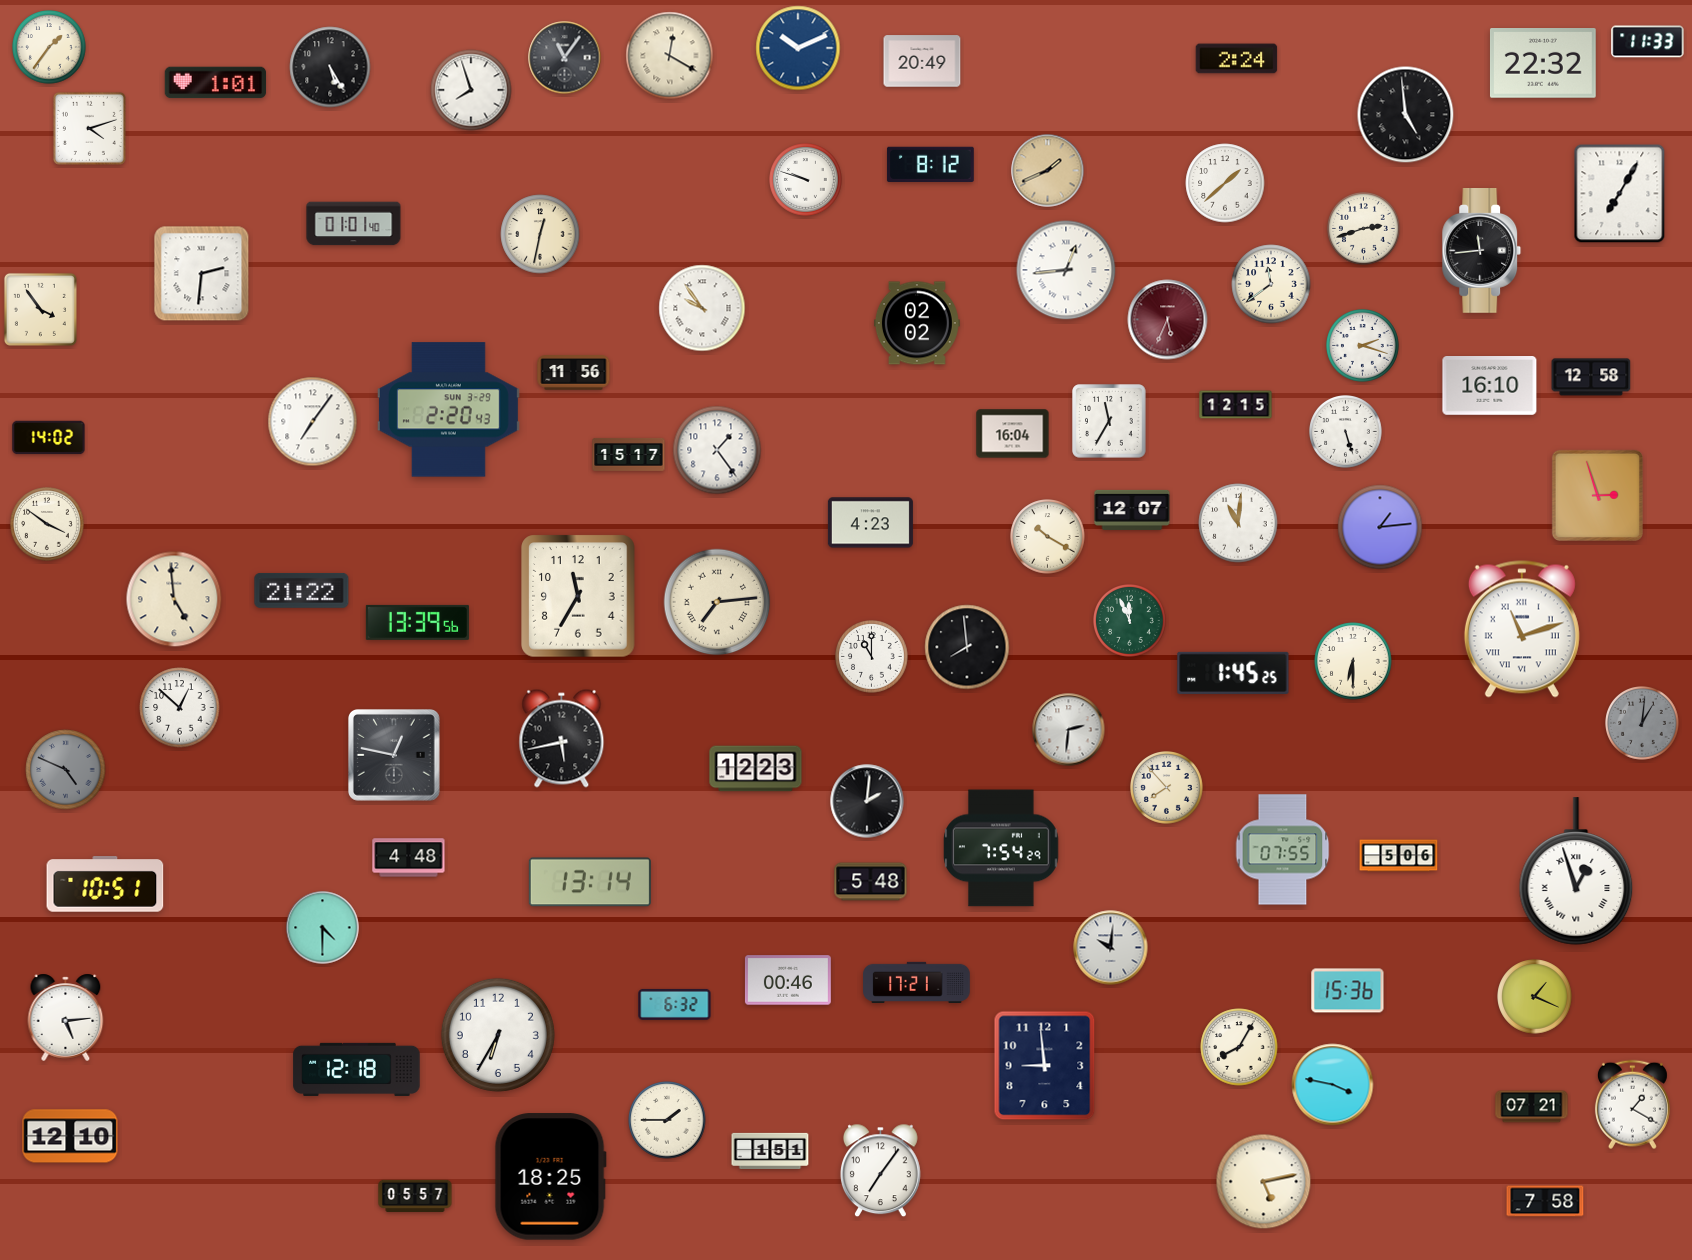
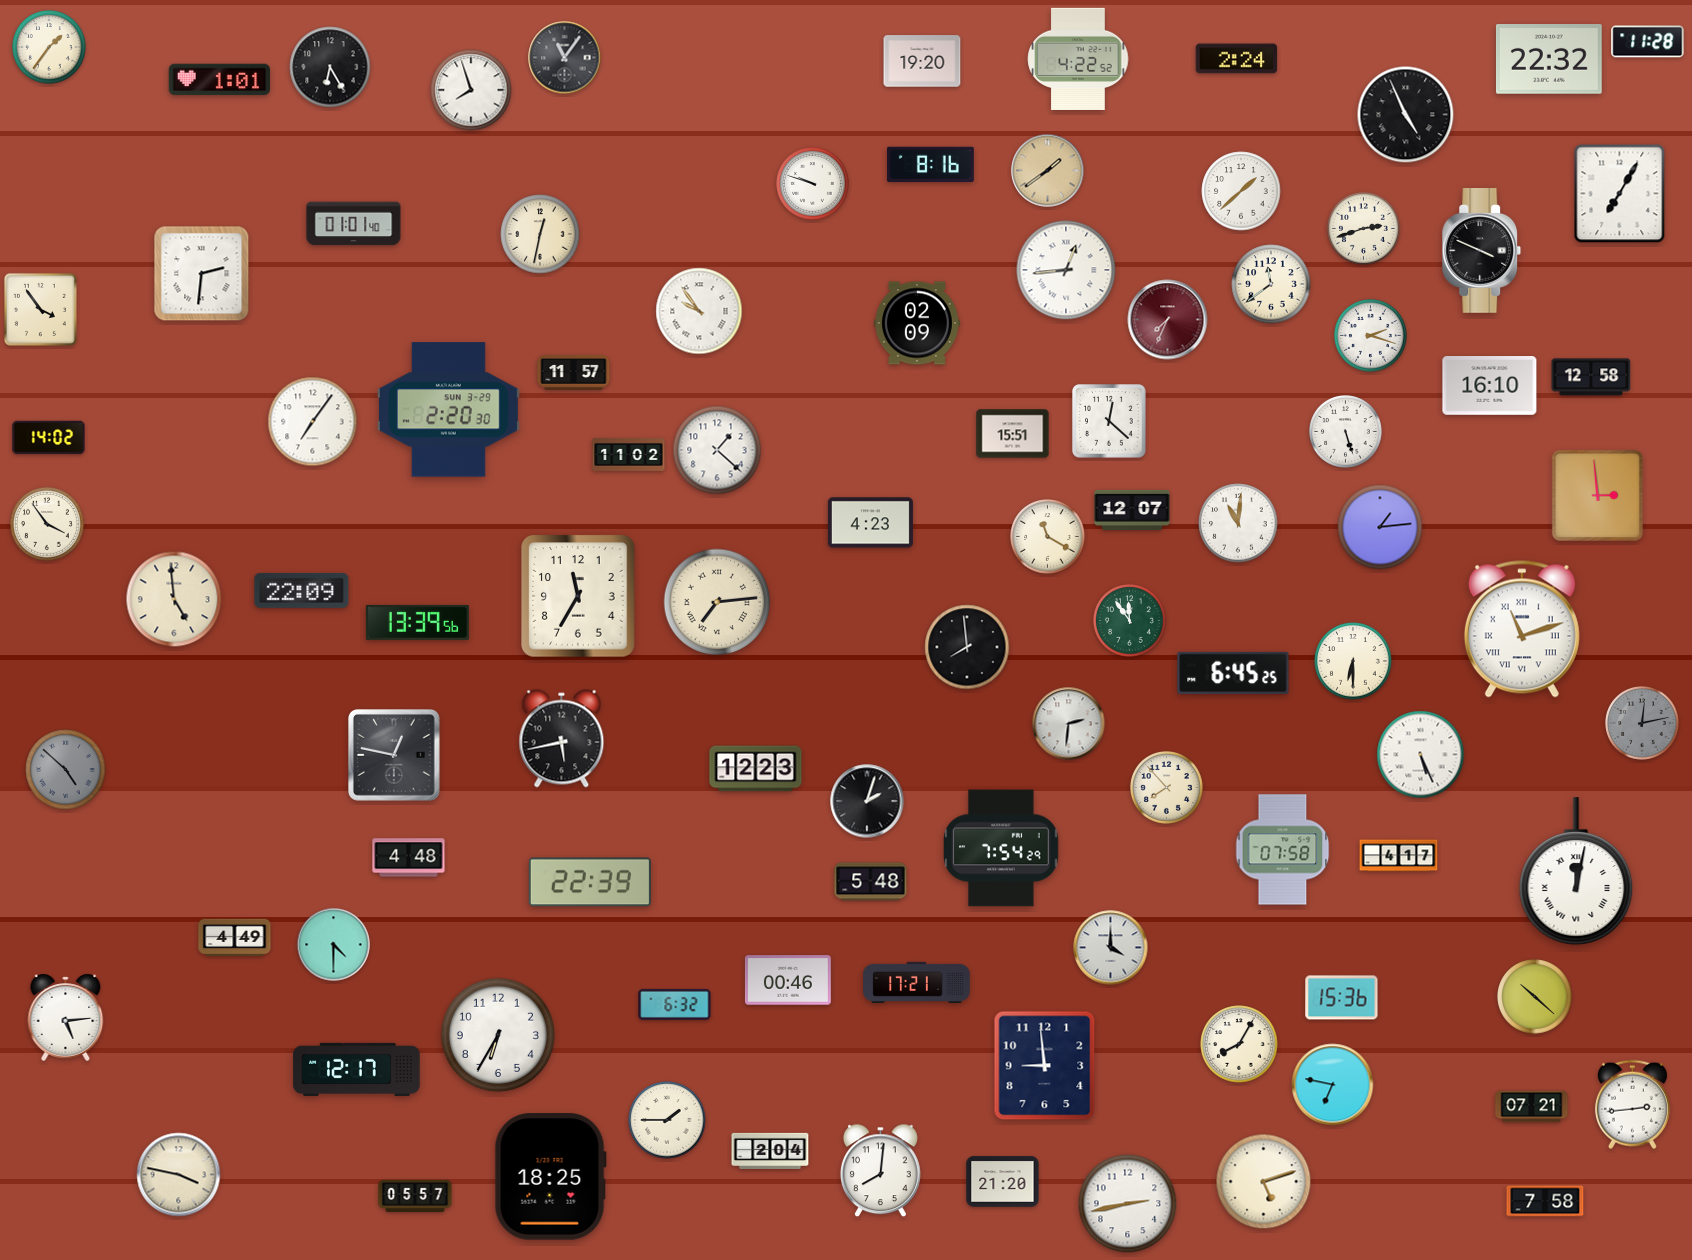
clock at (1648, 42): 11:33 -> 11:28
clock at (798, 48): 10:11 -> none
clock at (670, 56): 12:20 -> none
clock at (1078, 58): none -> 4:22
clock at (922, 61): 20:49 -> 19:20
clock at (1543, 63) position: (1543, 63) -> (1549, 59)
clock at (330, 67): 5:25 -> 6:25
clock at (216, 83) position: (216, 83) -> (220, 80)
clock at (1406, 115): 4:59 -> 4:56
clock at (89, 128): 4:12 -> none
clock at (930, 164): 8:12 -> 8:16
clock at (1048, 171): 1:41 -> 1:39
clock at (806, 180) position: (806, 180) -> (813, 184)
clock at (1225, 183) position: (1225, 183) -> (1241, 191)
clock at (1482, 251): 11:44 -> 3:49
clock at (702, 308) position: (702, 308) -> (699, 311)
clock at (1168, 320): 5:34 -> 7:34
clock at (917, 323): 02:02 -> 02:09
clock at (1363, 346) position: (1363, 346) -> (1371, 336)
clock at (574, 373): 11:56 -> 11:57
clock at (1236, 405): 12:15 -> none
clock at (448, 410): 2:20:43 -> 2:20:30
clock at (1109, 421): 11:35 -> 12:22
clock at (1013, 434): 16:04 -> 15:51
clock at (717, 450): 1:24 -> 1:22
clock at (629, 454): 15:17 -> 11:02
clock at (1597, 495): 2:57 -> 2:59
clock at (47, 524): 3:51 -> 3:54
clock at (1048, 537): 10:20 -> 11:20
clock at (302, 590): 21:22 -> 22:09
clock at (1130, 621): 11:56 -> 11:54
clock at (872, 657): 11:00 -> none
clock at (1233, 673): 1:45 -> 6:45
clock at (180, 708): 12:52 -> none
clock at (1642, 723): 1:01 -> 12:13
clock at (1069, 730) position: (1069, 730) -> (1069, 724)
clock at (1421, 755): none -> 5:26
clock at (66, 770): 4:49 -> 4:52
clock at (867, 801): 2:01 -> 2:03
clock at (1283, 850): 07:55 -> 07:58
clock at (1399, 856): 5:06 -> 4:17
clock at (1576, 871): 12:57 -> 12:02
clock at (590, 882): 13:14 -> 22:39
clock at (105, 884): 10:51 -> none
clock at (323, 928) position: (323, 928) -> (334, 945)
clock at (235, 938): none -> 4:49
clock at (1111, 948): 10:01 -> 4:00
clock at (1348, 991) position: (1348, 991) -> (1342, 998)
clock at (1535, 997): 1:19 -> 10:22
clock at (1239, 1047) position: (1239, 1047) -> (1239, 1044)
clock at (357, 1069): 12:18 -> 12:17
clock at (1333, 1085): 3:47 -> 6:47
clock at (1632, 1105): 1:20 -> 2:44
clock at (70, 1136): 12:10 -> none
clock at (770, 1151): 1:51 -> 2:04
clock at (880, 1171): 7:06 -> 8:01
clock at (179, 1175): none -> 3:47
clock at (1003, 1182): none -> 21:20
clock at (1264, 1182): 5:13 -> 5:12
clock at (1128, 1204): none -> 2:43
